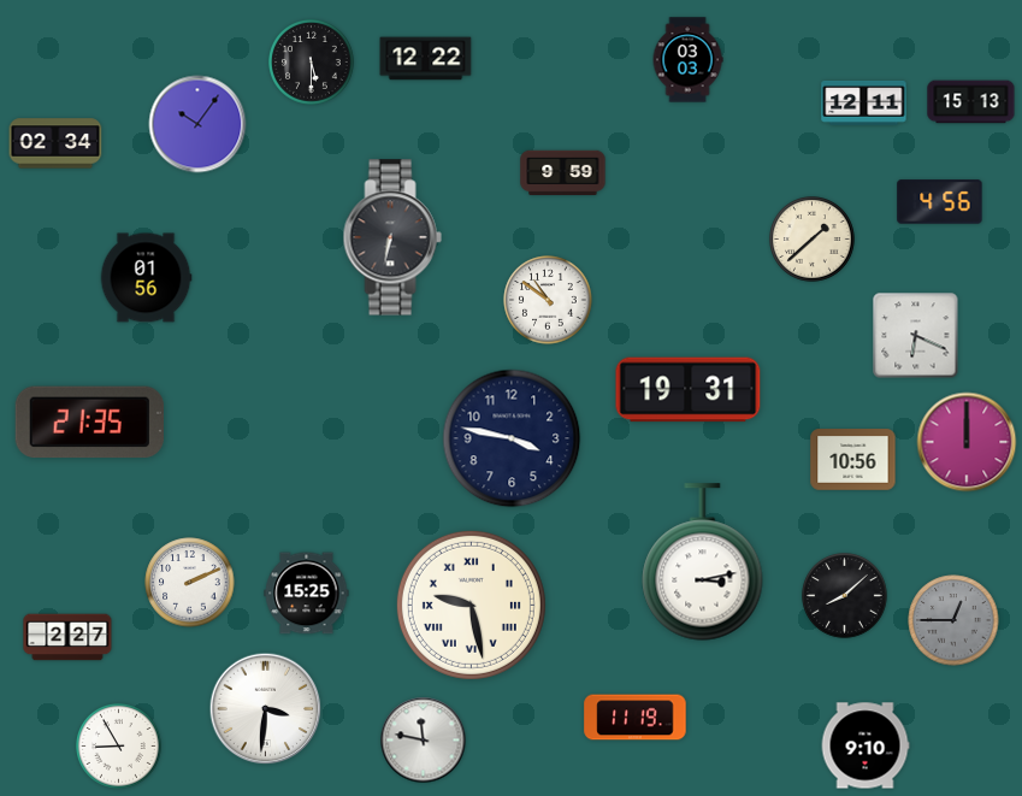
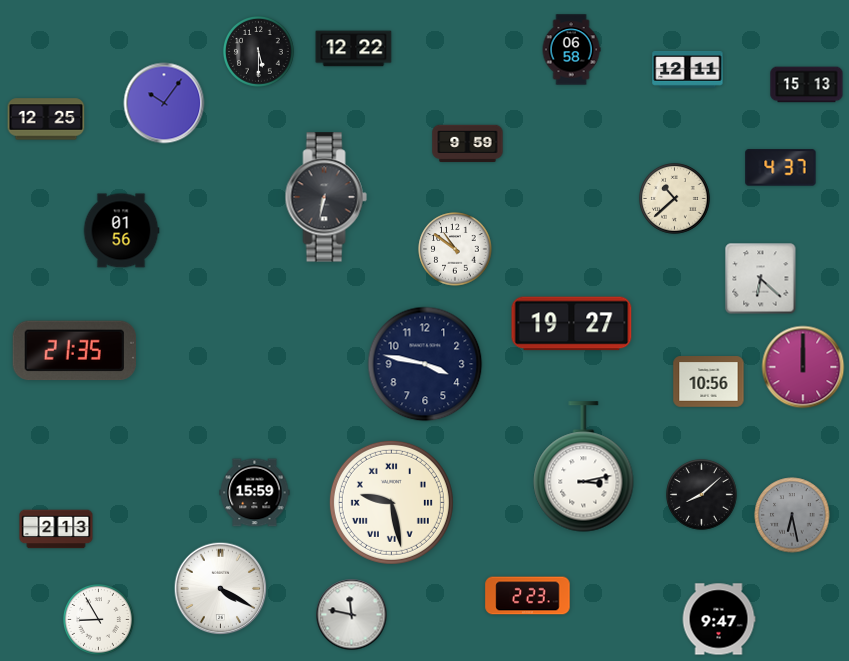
clock at (687, 60): 03:03 -> 06:58
clock at (864, 104) position: (864, 104) -> (688, 70)
clock at (55, 143): 02:34 -> 12:25
clock at (940, 202): 4:56 -> 4:37
clock at (813, 240): 1:38 -> 10:38
clock at (916, 336): 6:19 -> 6:22
clock at (689, 390): 19:31 -> 19:27
clock at (190, 583): 2:11 -> none
clock at (307, 594): 15:25 -> 15:59
clock at (953, 620): 12:45 -> 6:28
clock at (67, 637): 2:27 -> 2:13
clock at (266, 709): 3:31 -> 4:20
clock at (636, 718): 11:19 -> 2:23
clock at (866, 745): 9:10 -> 9:47
